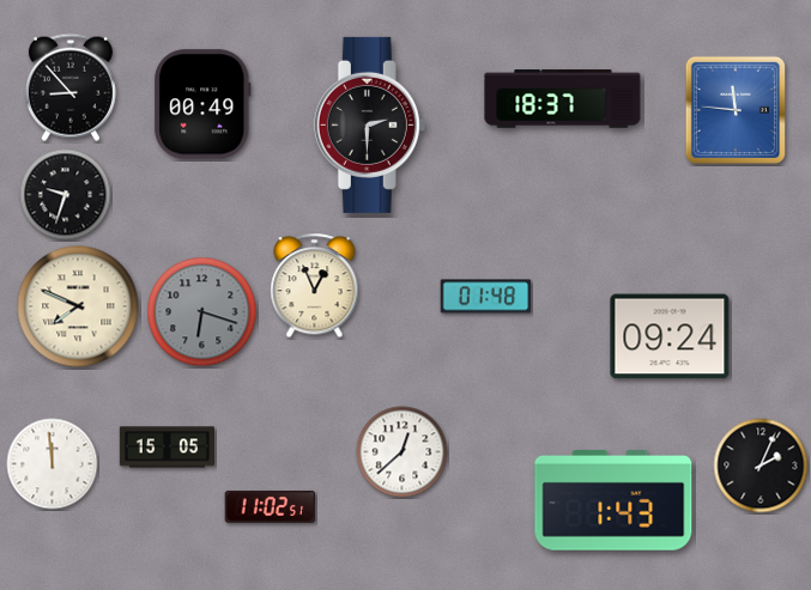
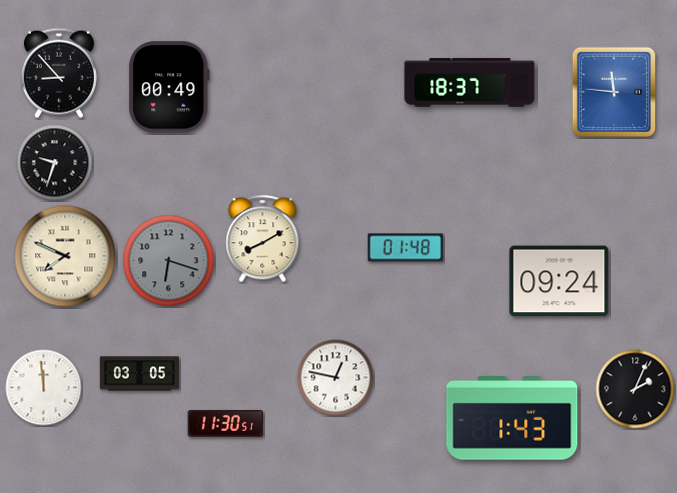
clock at (369, 124): 2:30 -> none
clock at (315, 286): 12:56 -> 8:10
clock at (167, 448): 15:05 -> 03:05
clock at (403, 452): 12:38 -> 12:47
clock at (271, 506): 11:02 -> 11:30
